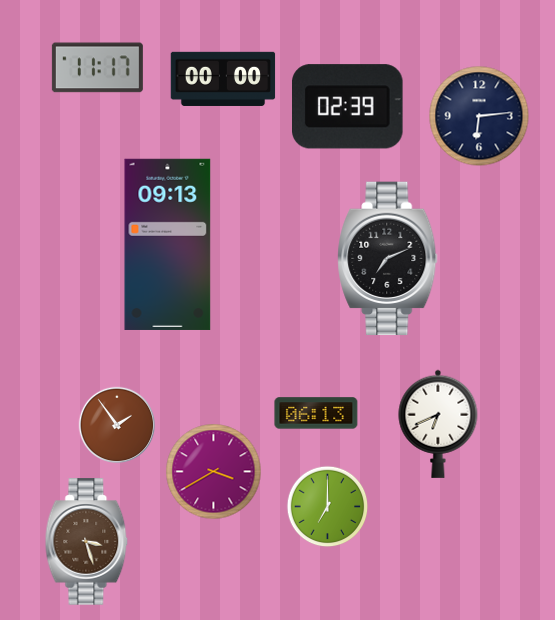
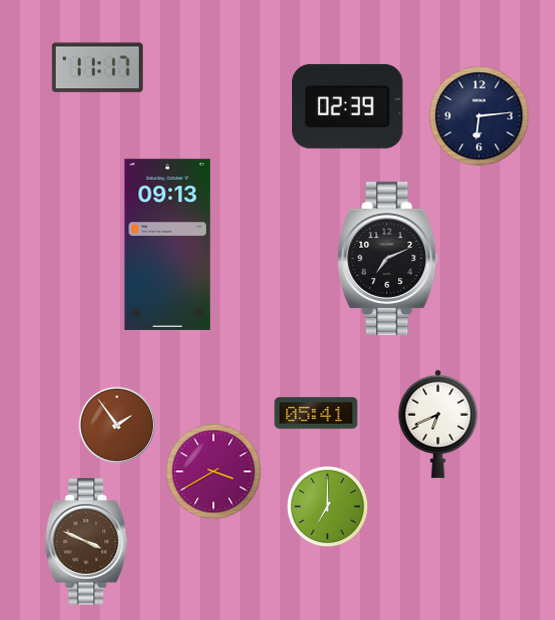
clock at (223, 78): 00:00 -> none
clock at (316, 413): 06:13 -> 05:41
clock at (87, 542): 3:27 -> 3:49
